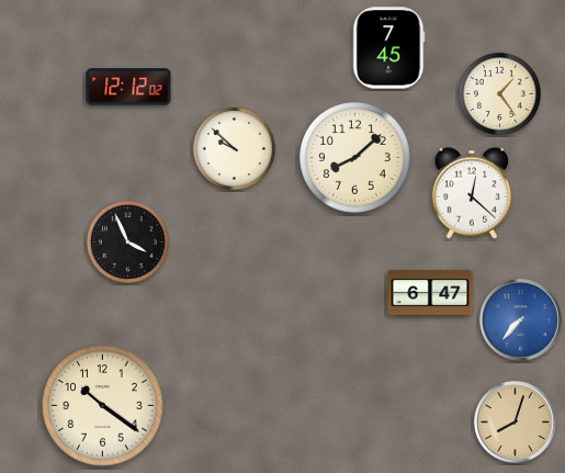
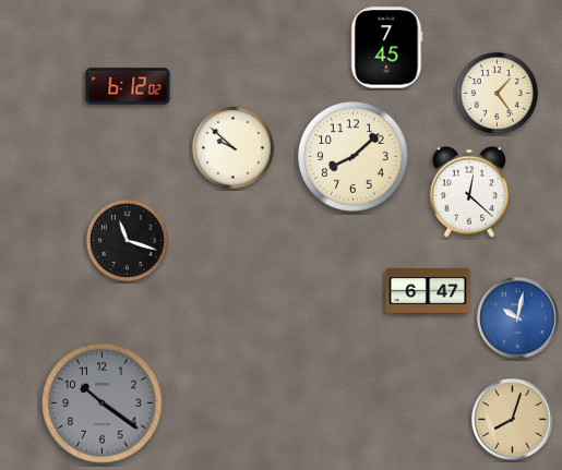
clock at (128, 87): 12:12 -> 6:12
clock at (127, 241): 3:56 -> 11:18
clock at (521, 320): 7:37 -> 10:02
clock at (103, 406) dial: cream -> grey
